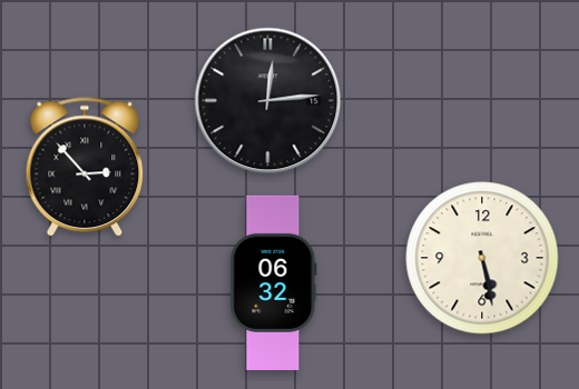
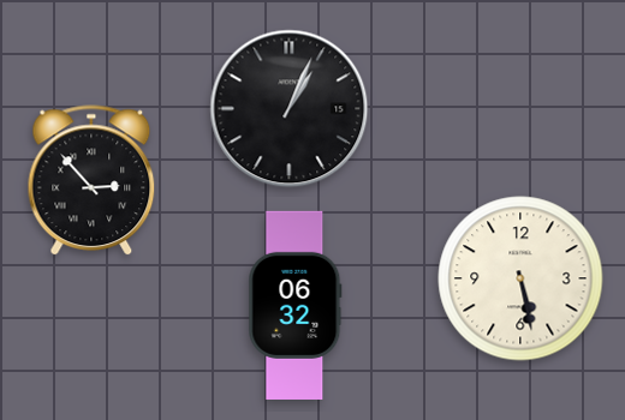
clock at (268, 101): 12:14 -> 1:04
